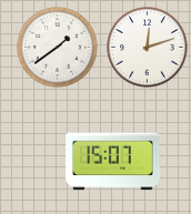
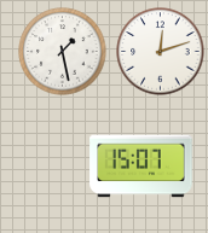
clock at (58, 48): 1:39 -> 1:28
clock at (113, 162) position: (113, 162) -> (141, 167)
